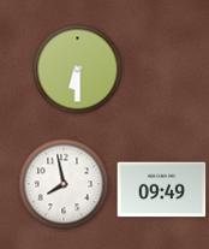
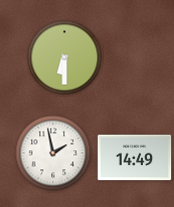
clock at (64, 184): 7:58 -> 1:58
clock at (162, 190): 09:49 -> 14:49
